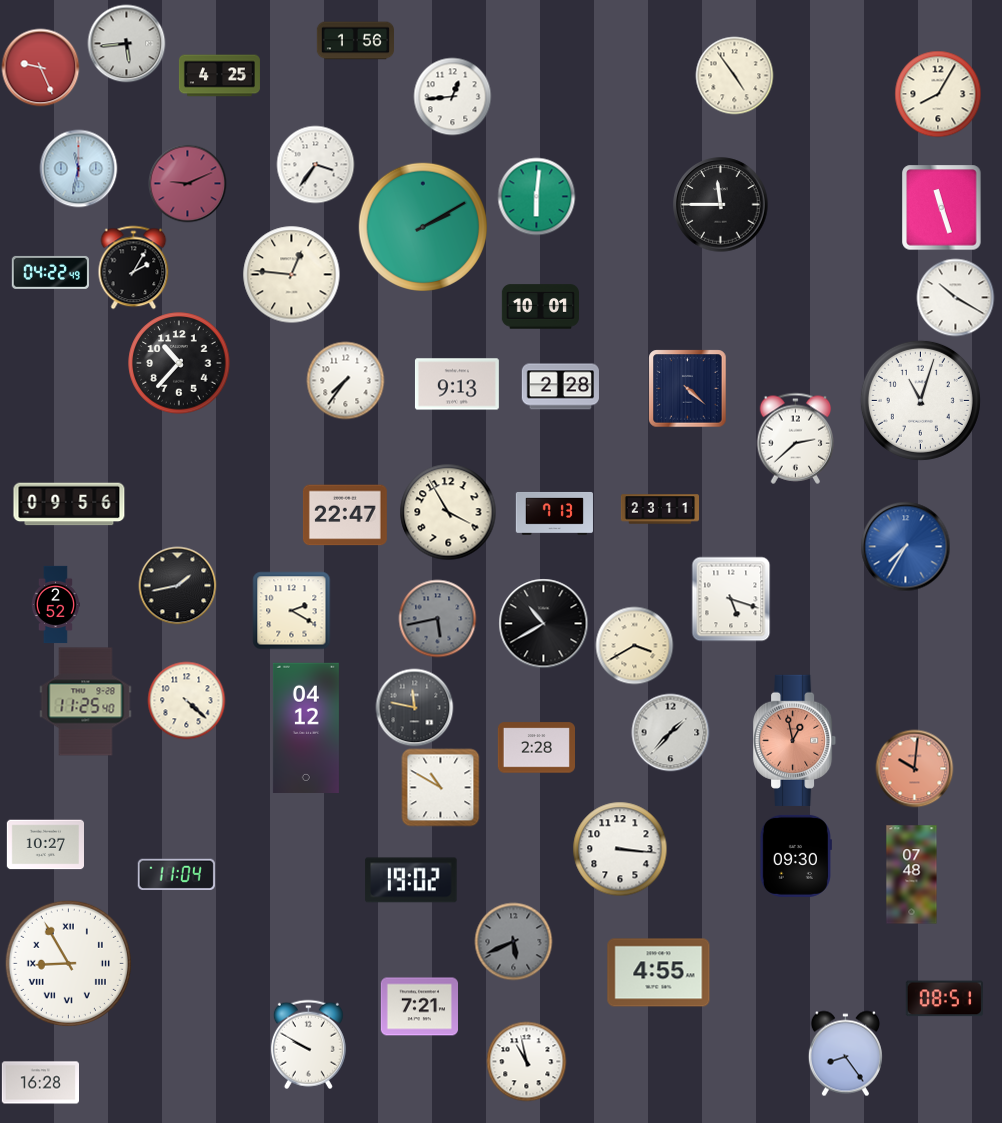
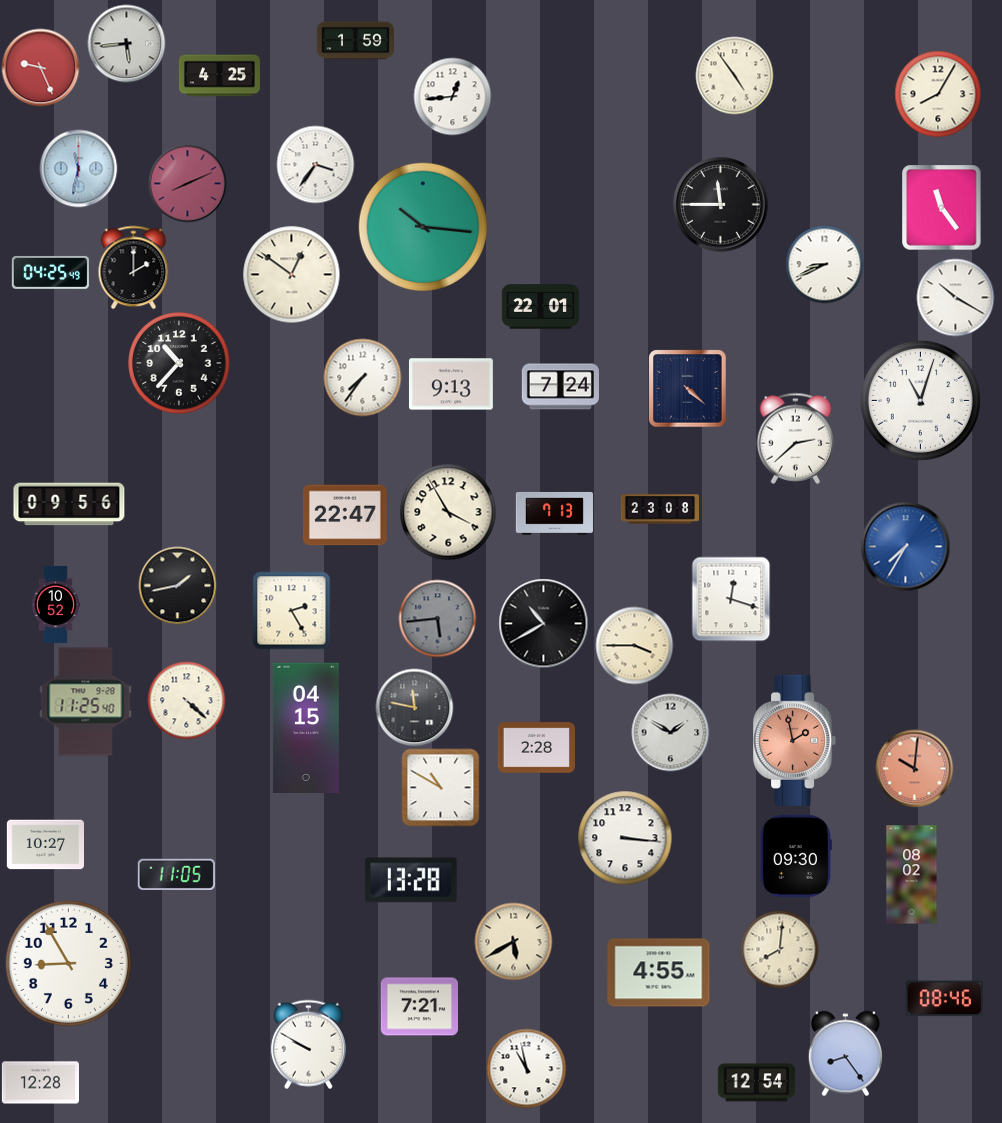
clock at (355, 41): 1:56 -> 1:59
clock at (187, 183): 9:11 -> 8:11
clock at (536, 196): 6:01 -> none
clock at (942, 207): 11:27 -> 11:24
clock at (422, 226): 2:10 -> 10:16
clock at (824, 264): none -> 8:41
clock at (134, 267): 2:05 -> 2:00
clock at (50, 272): 04:22 -> 04:25
clock at (291, 274): 12:46 -> 12:51
clock at (540, 307): 10:01 -> 22:01
clock at (345, 380) position: (345, 380) -> (362, 377)
clock at (457, 384) position: (457, 384) -> (451, 384)
clock at (560, 387): 2:28 -> 7:24
clock at (659, 509): 23:11 -> 23:08
clock at (731, 599): 5:18 -> 12:18
clock at (55, 604): 2:52 -> 10:52
clock at (291, 610): 2:20 -> 2:25
clock at (437, 618): 5:43 -> 5:44
clock at (634, 645): 3:40 -> 3:45
clock at (306, 727): 04:12 -> 04:15
clock at (670, 732): 1:37 -> 1:50
clock at (795, 740): 12:58 -> 1:58
clock at (620, 849) position: (620, 849) -> (625, 838)
clock at (176, 874): 11:04 -> 11:05
clock at (912, 875): 07:48 -> 08:02
clock at (411, 880): 19:02 -> 13:28
clock at (513, 941): 5:41 -> 5:40
clock at (513, 941) dial: grey -> cream
clock at (779, 949): none -> 8:01
clock at (68, 963) numerals: Roman -> Arabic
clock at (944, 999): 08:51 -> 08:46
clock at (526, 1061) position: (526, 1061) -> (526, 1068)
clock at (40, 1083): 16:28 -> 12:28
clock at (756, 1083): none -> 12:54
